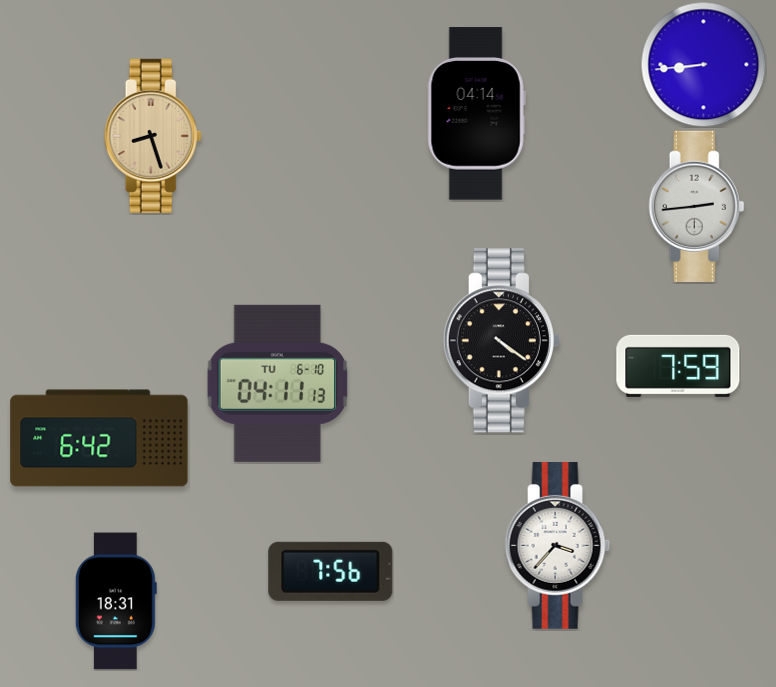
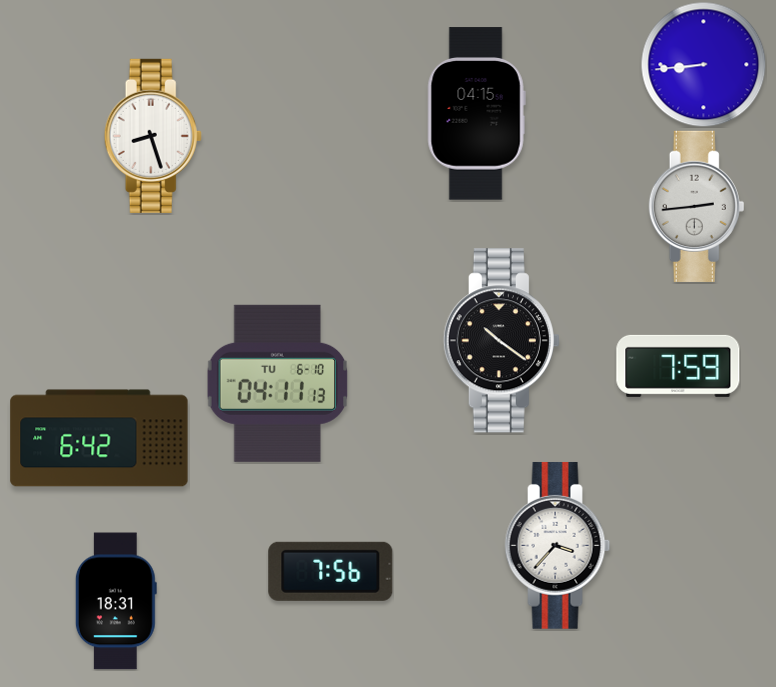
clock at (476, 114): 04:14 -> 04:15
clock at (153, 136) dial: champagne -> white
clock at (501, 341): 4:21 -> 10:21
